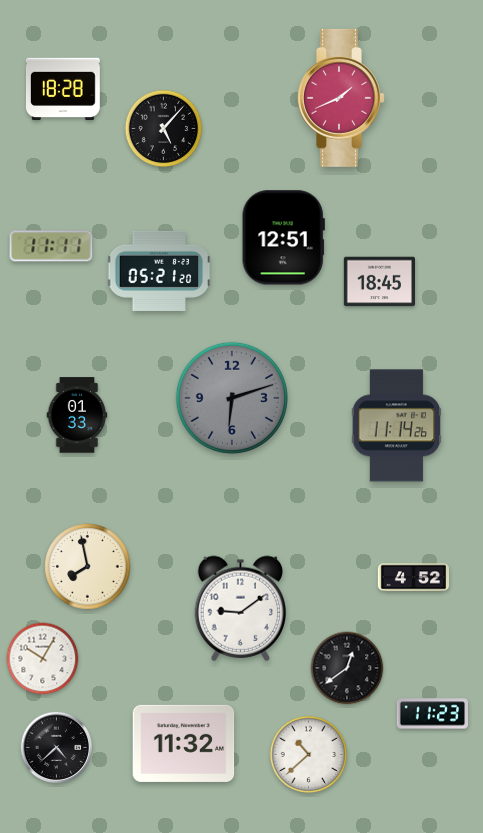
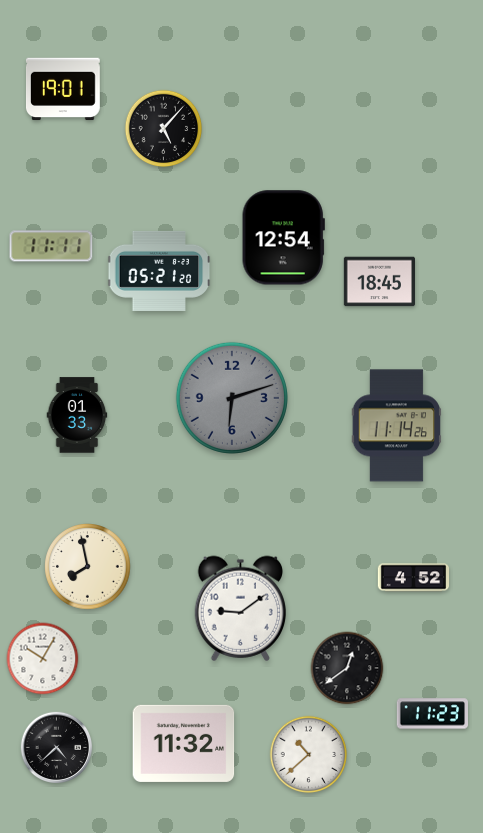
clock at (63, 89): 18:28 -> 19:01
clock at (341, 98): 1:41 -> none
clock at (283, 238): 12:51 -> 12:54
